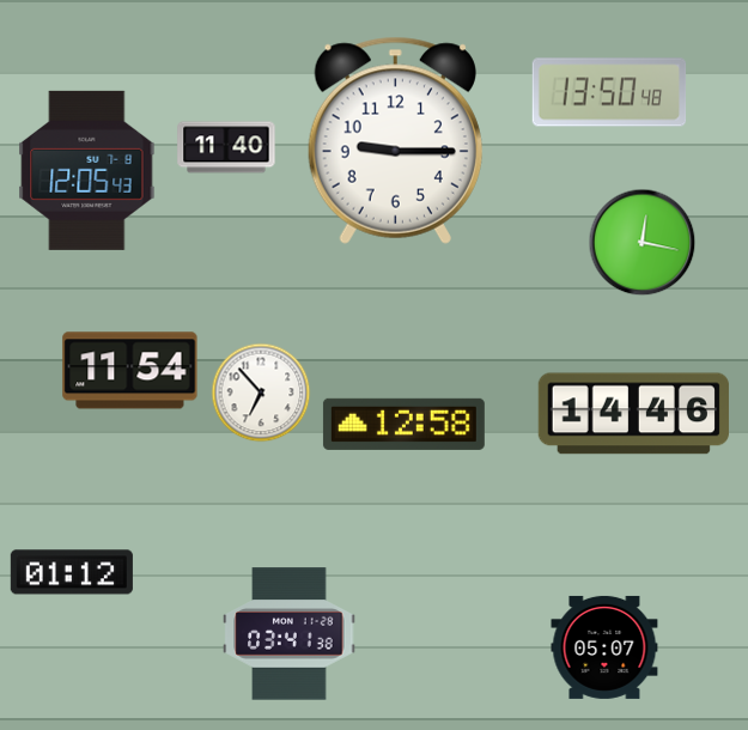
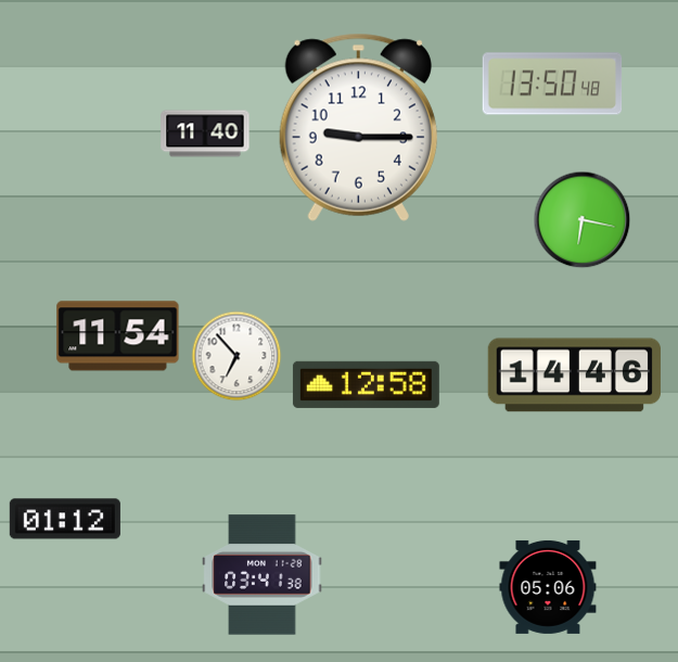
clock at (87, 170): 12:05 -> none
clock at (643, 243): 12:17 -> 6:17
clock at (604, 647): 05:07 -> 05:06
